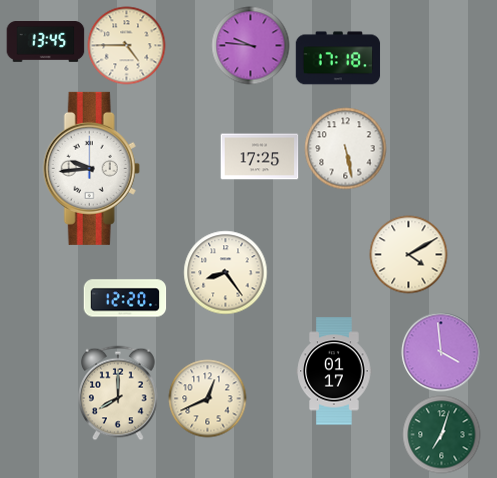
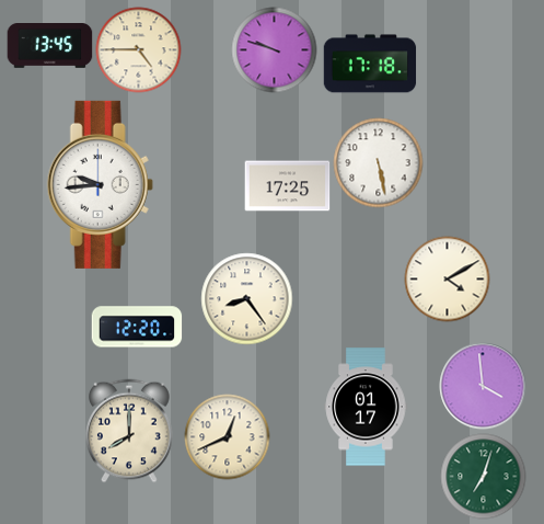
clock at (250, 45): 9:46 -> 9:48
clock at (259, 157) position: (259, 157) -> (287, 186)
